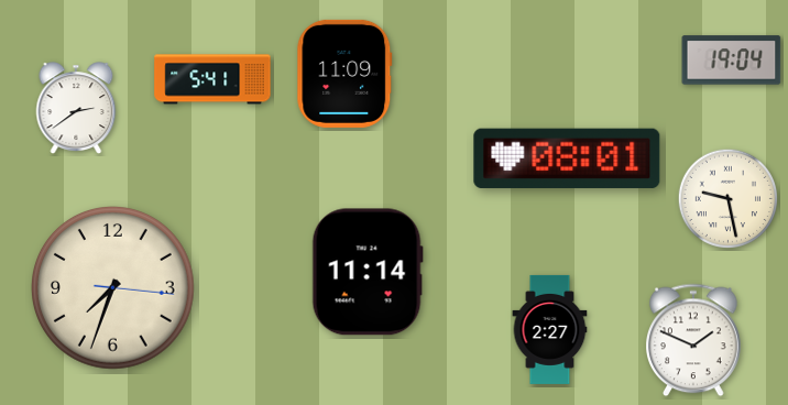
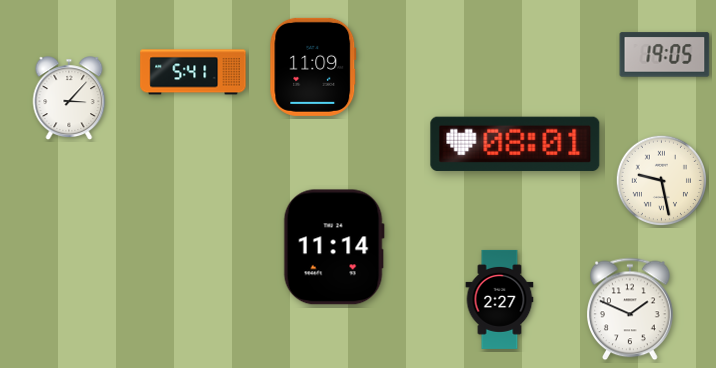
clock at (732, 61): 19:04 -> 19:05
clock at (76, 108): 2:39 -> 3:07
clock at (113, 288): 7:33 -> none
